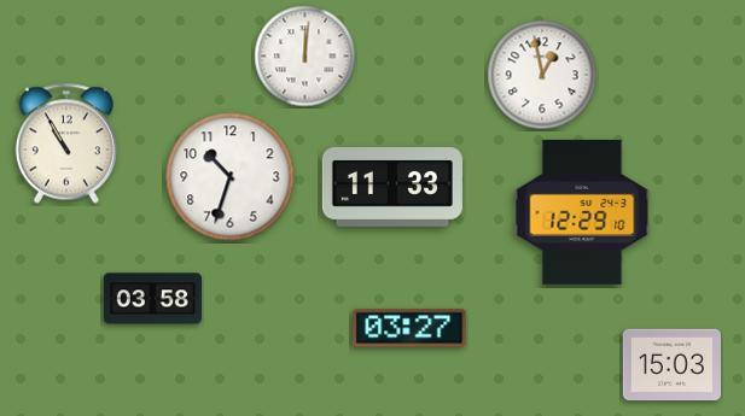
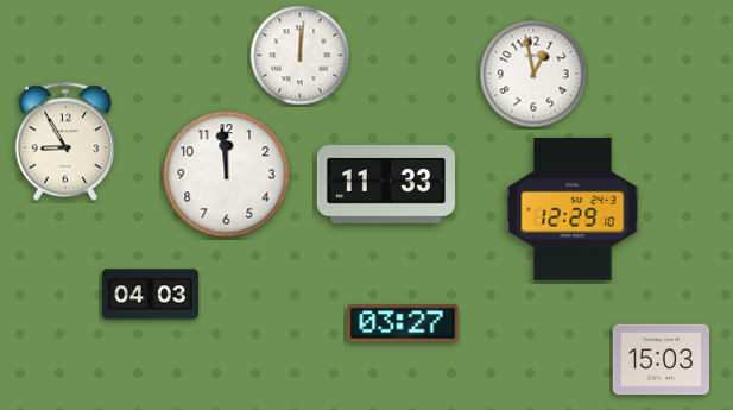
clock at (66, 143): 10:55 -> 8:55
clock at (231, 177): 10:33 -> 11:59
clock at (152, 299): 03:58 -> 04:03
